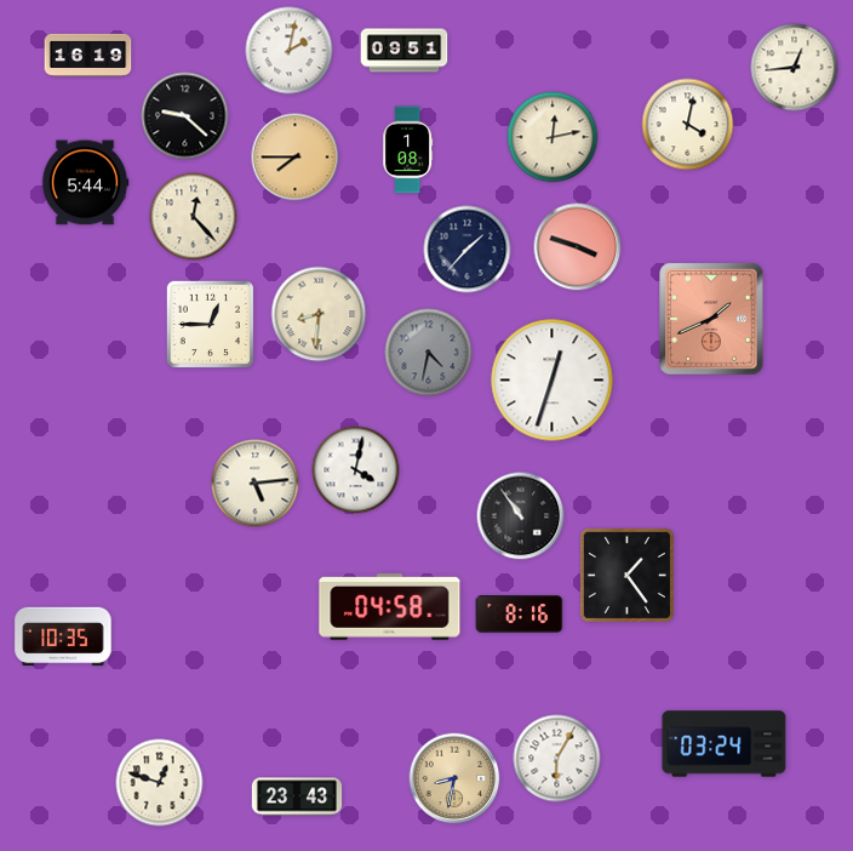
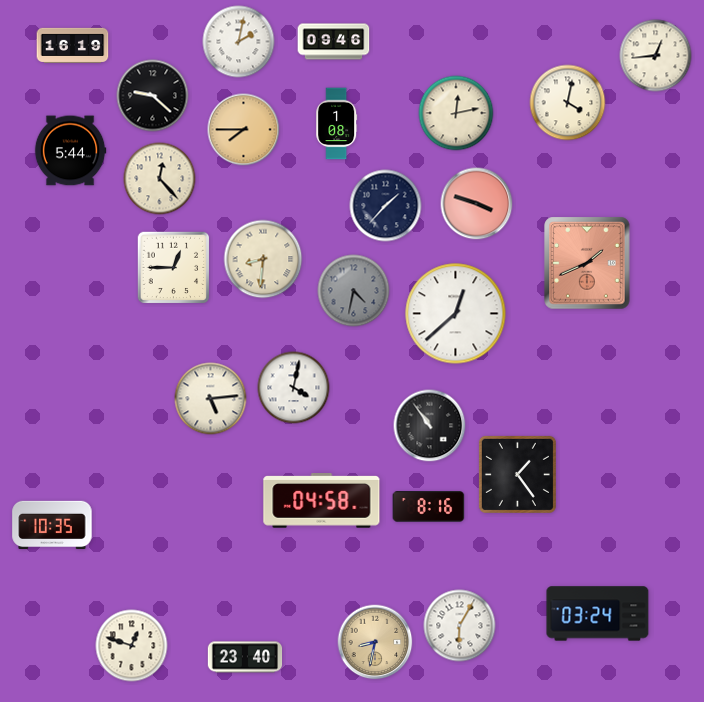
clock at (405, 51): 09:51 -> 09:46
clock at (553, 381): 12:33 -> 12:38
clock at (297, 796): 23:43 -> 23:40
